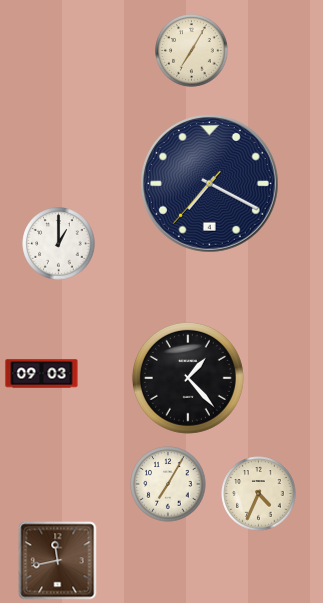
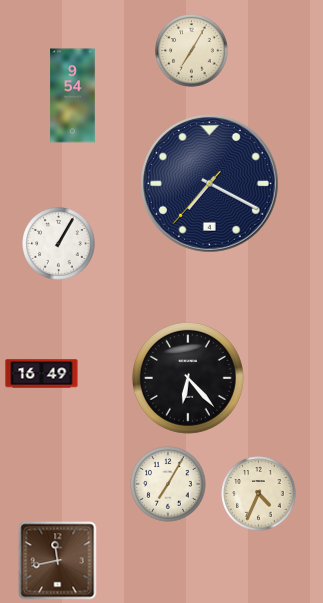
clock at (73, 96): none -> 9:54
clock at (59, 244): 1:00 -> 1:05
clock at (42, 374): 09:03 -> 16:49
clock at (188, 378): 1:23 -> 6:23
